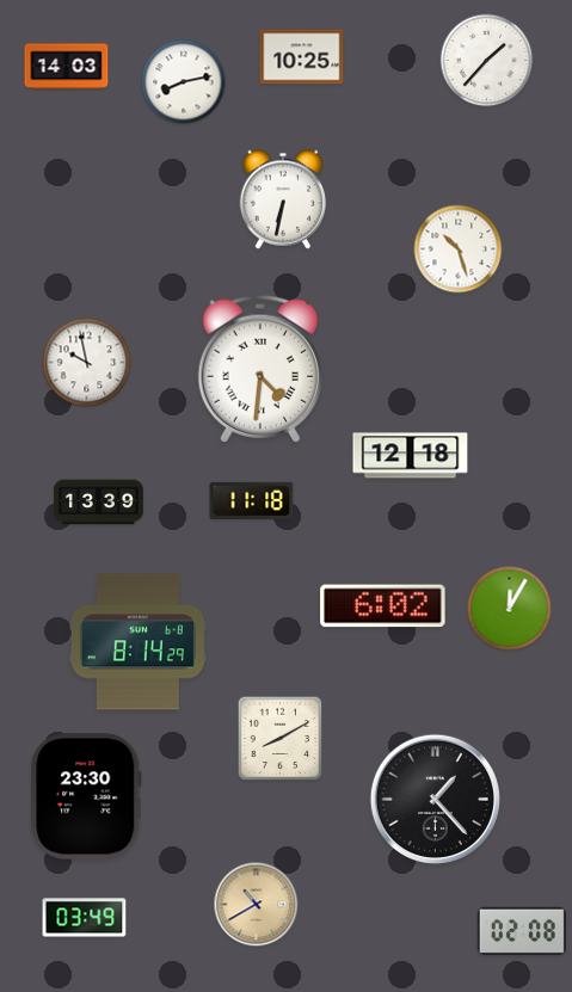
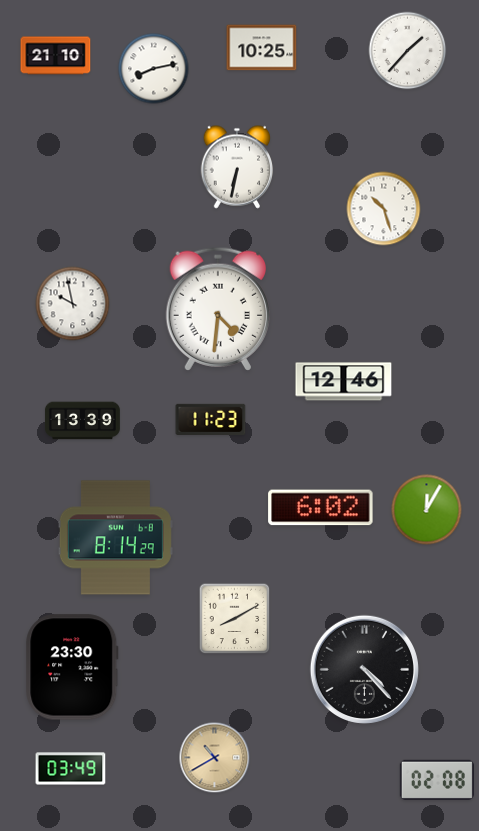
clock at (302, 57) position: (302, 57) -> (262, 48)
clock at (67, 67): 14:03 -> 21:10
clock at (411, 456): 12:18 -> 12:46
clock at (252, 500): 11:18 -> 11:23
clock at (435, 799): 1:23 -> 4:23
